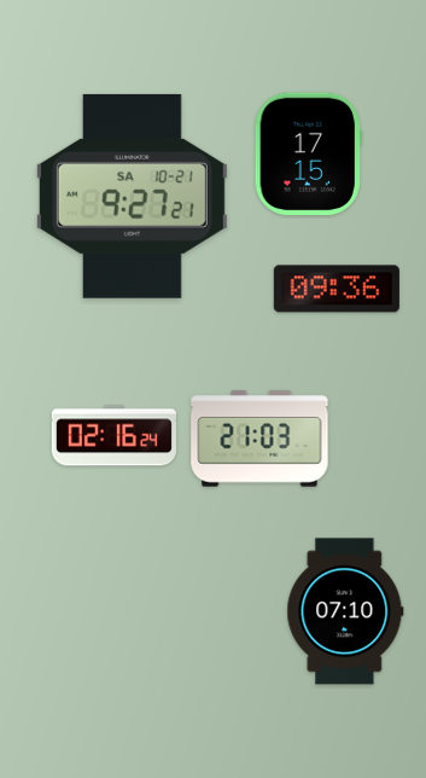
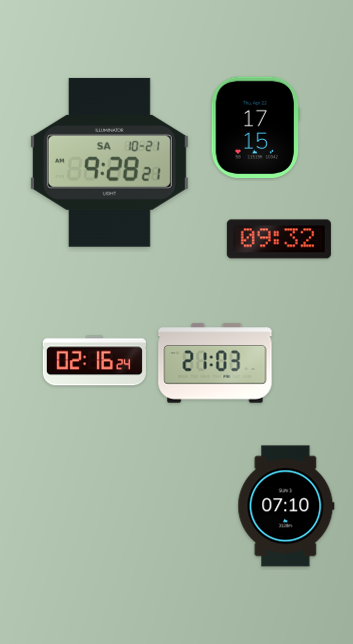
clock at (132, 196): 9:27 -> 9:28
clock at (337, 289): 09:36 -> 09:32
